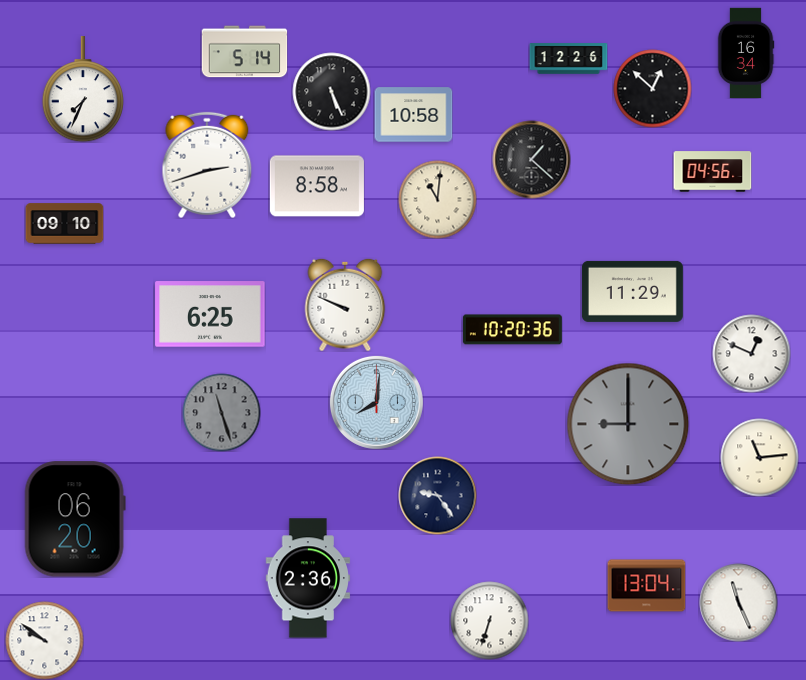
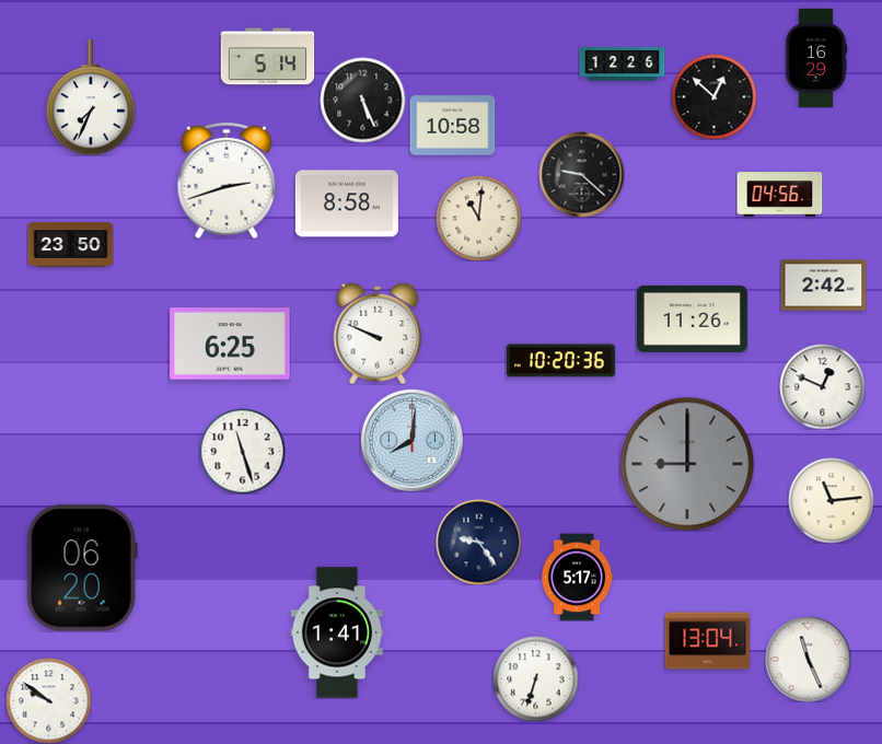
clock at (746, 52): 16:34 -> 16:29
clock at (531, 159): 1:22 -> 9:22
clock at (712, 172) position: (712, 172) -> (779, 195)
clock at (64, 224): 09:10 -> 23:50
clock at (823, 286): none -> 2:42
clock at (632, 291): 11:29 -> 11:26
clock at (221, 412) dial: grey -> white
clock at (578, 577): none -> 5:17
clock at (308, 578): 2:36 -> 1:41
